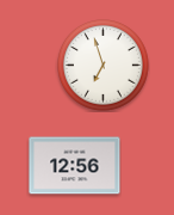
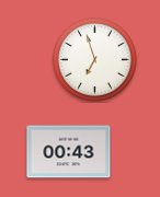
clock at (75, 166): 12:56 -> 00:43
